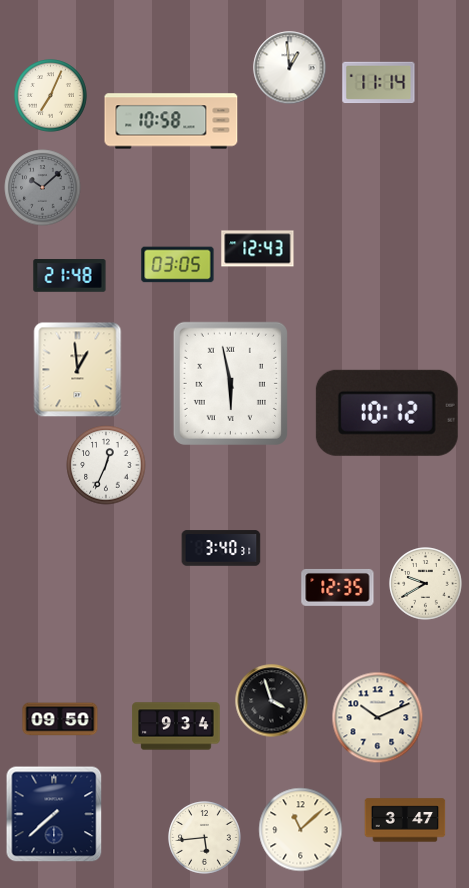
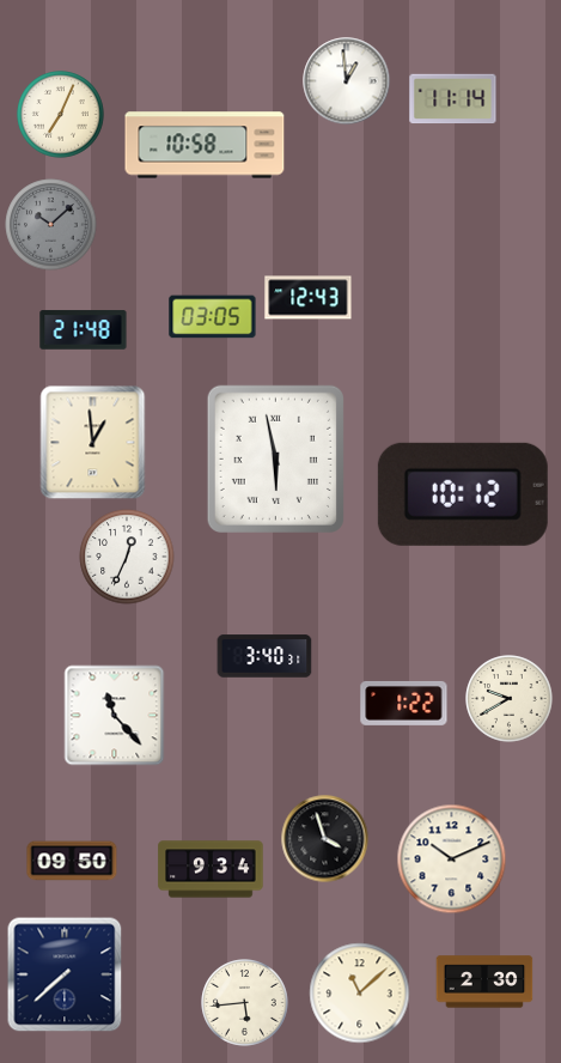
clock at (338, 588): 12:35 -> 1:22
clock at (115, 716): none -> 11:23
clock at (405, 820): 3:47 -> 2:30
